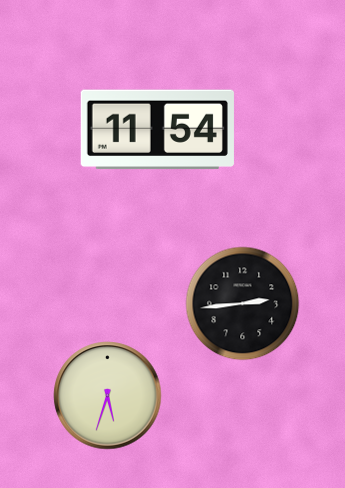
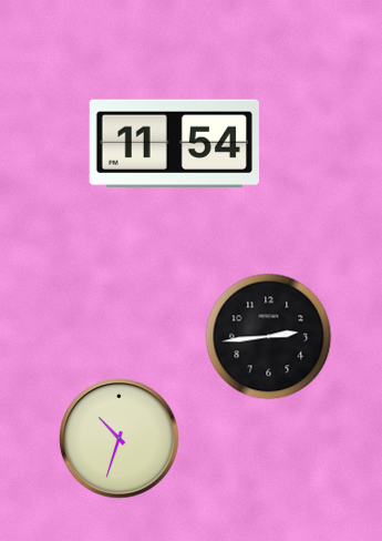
clock at (108, 396): 5:33 -> 10:33
